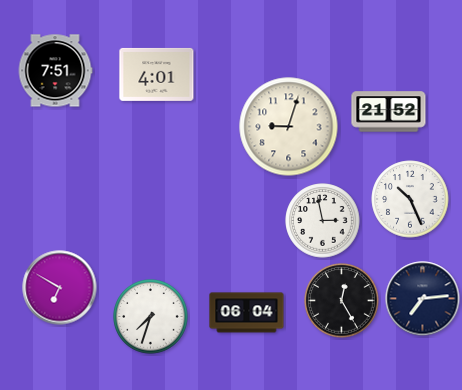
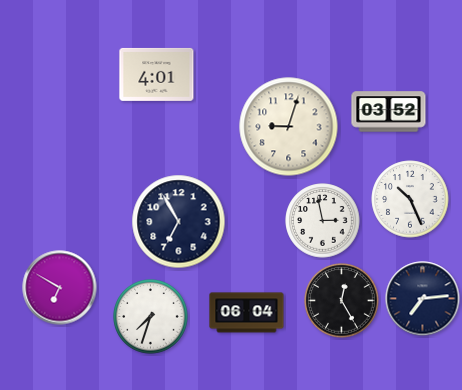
clock at (55, 71): 7:51 -> none
clock at (389, 112): 21:52 -> 03:52
clock at (179, 222): none -> 6:55
